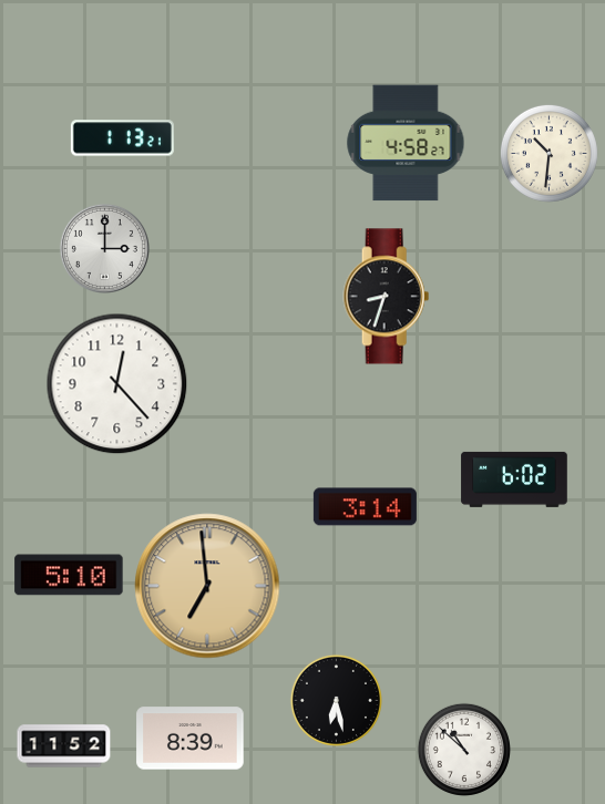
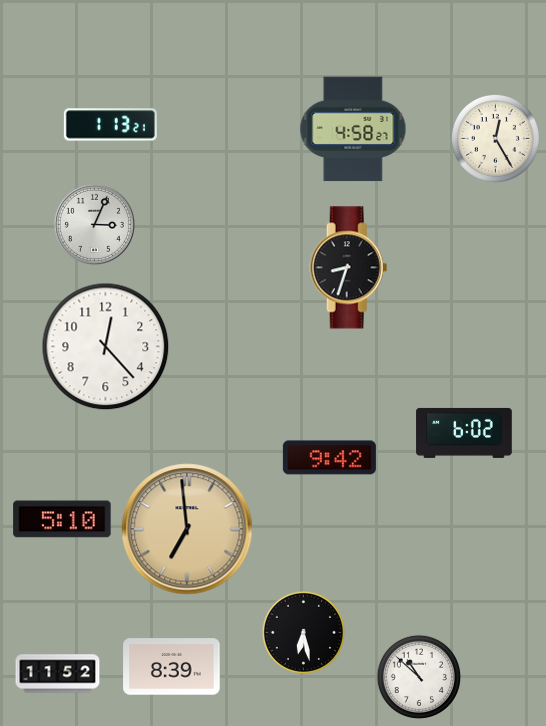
clock at (406, 143) position: (406, 143) -> (353, 129)
clock at (548, 153): 10:31 -> 12:25
clock at (104, 248): 3:00 -> 3:04
clock at (365, 507): 3:14 -> 9:42
